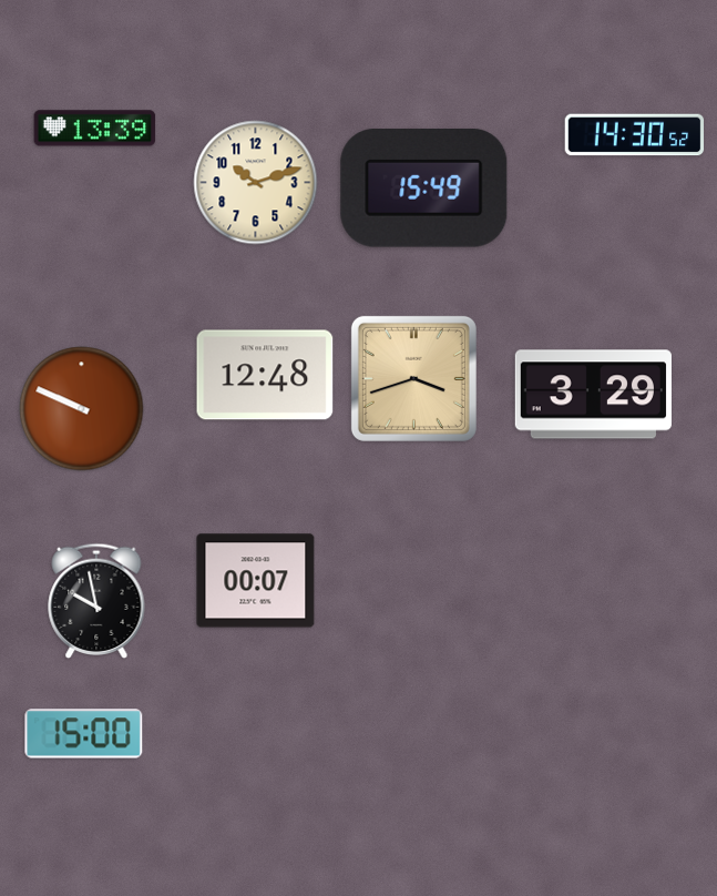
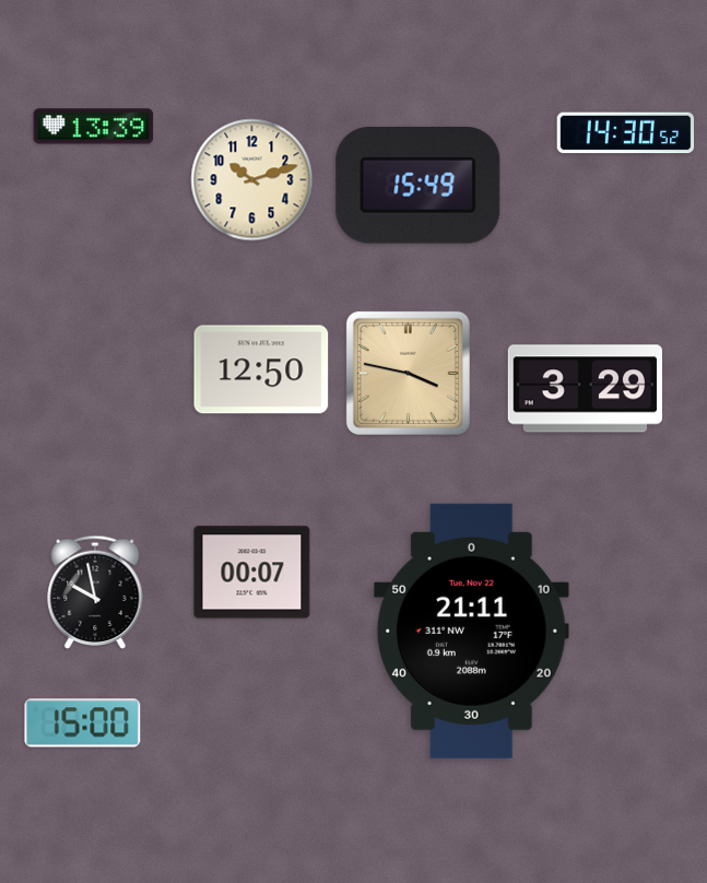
clock at (265, 375): 12:48 -> 12:50
clock at (413, 378): 3:42 -> 3:47
clock at (82, 409): 9:49 -> none
clock at (471, 631): none -> 21:11
